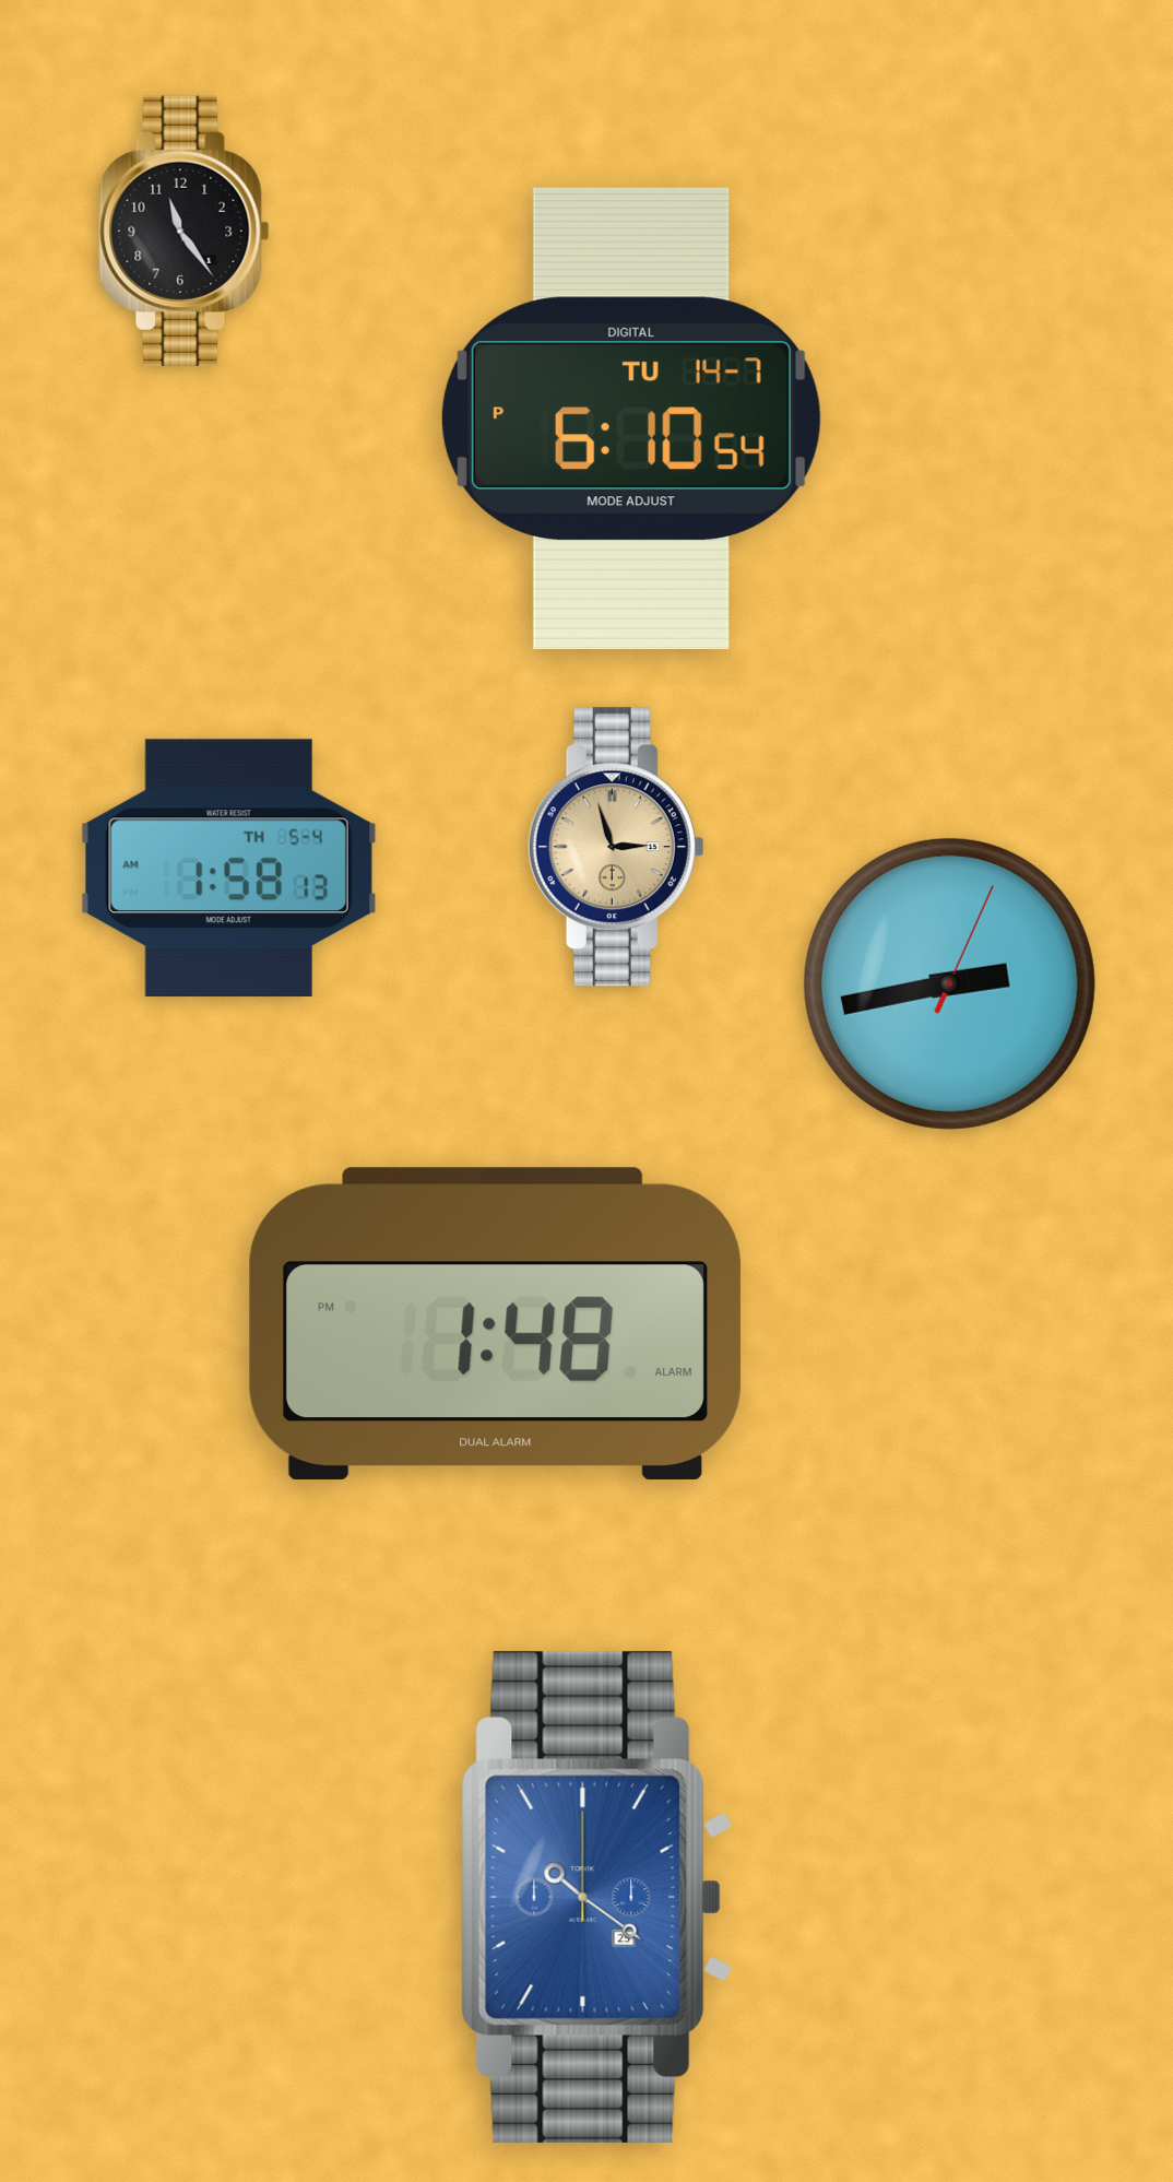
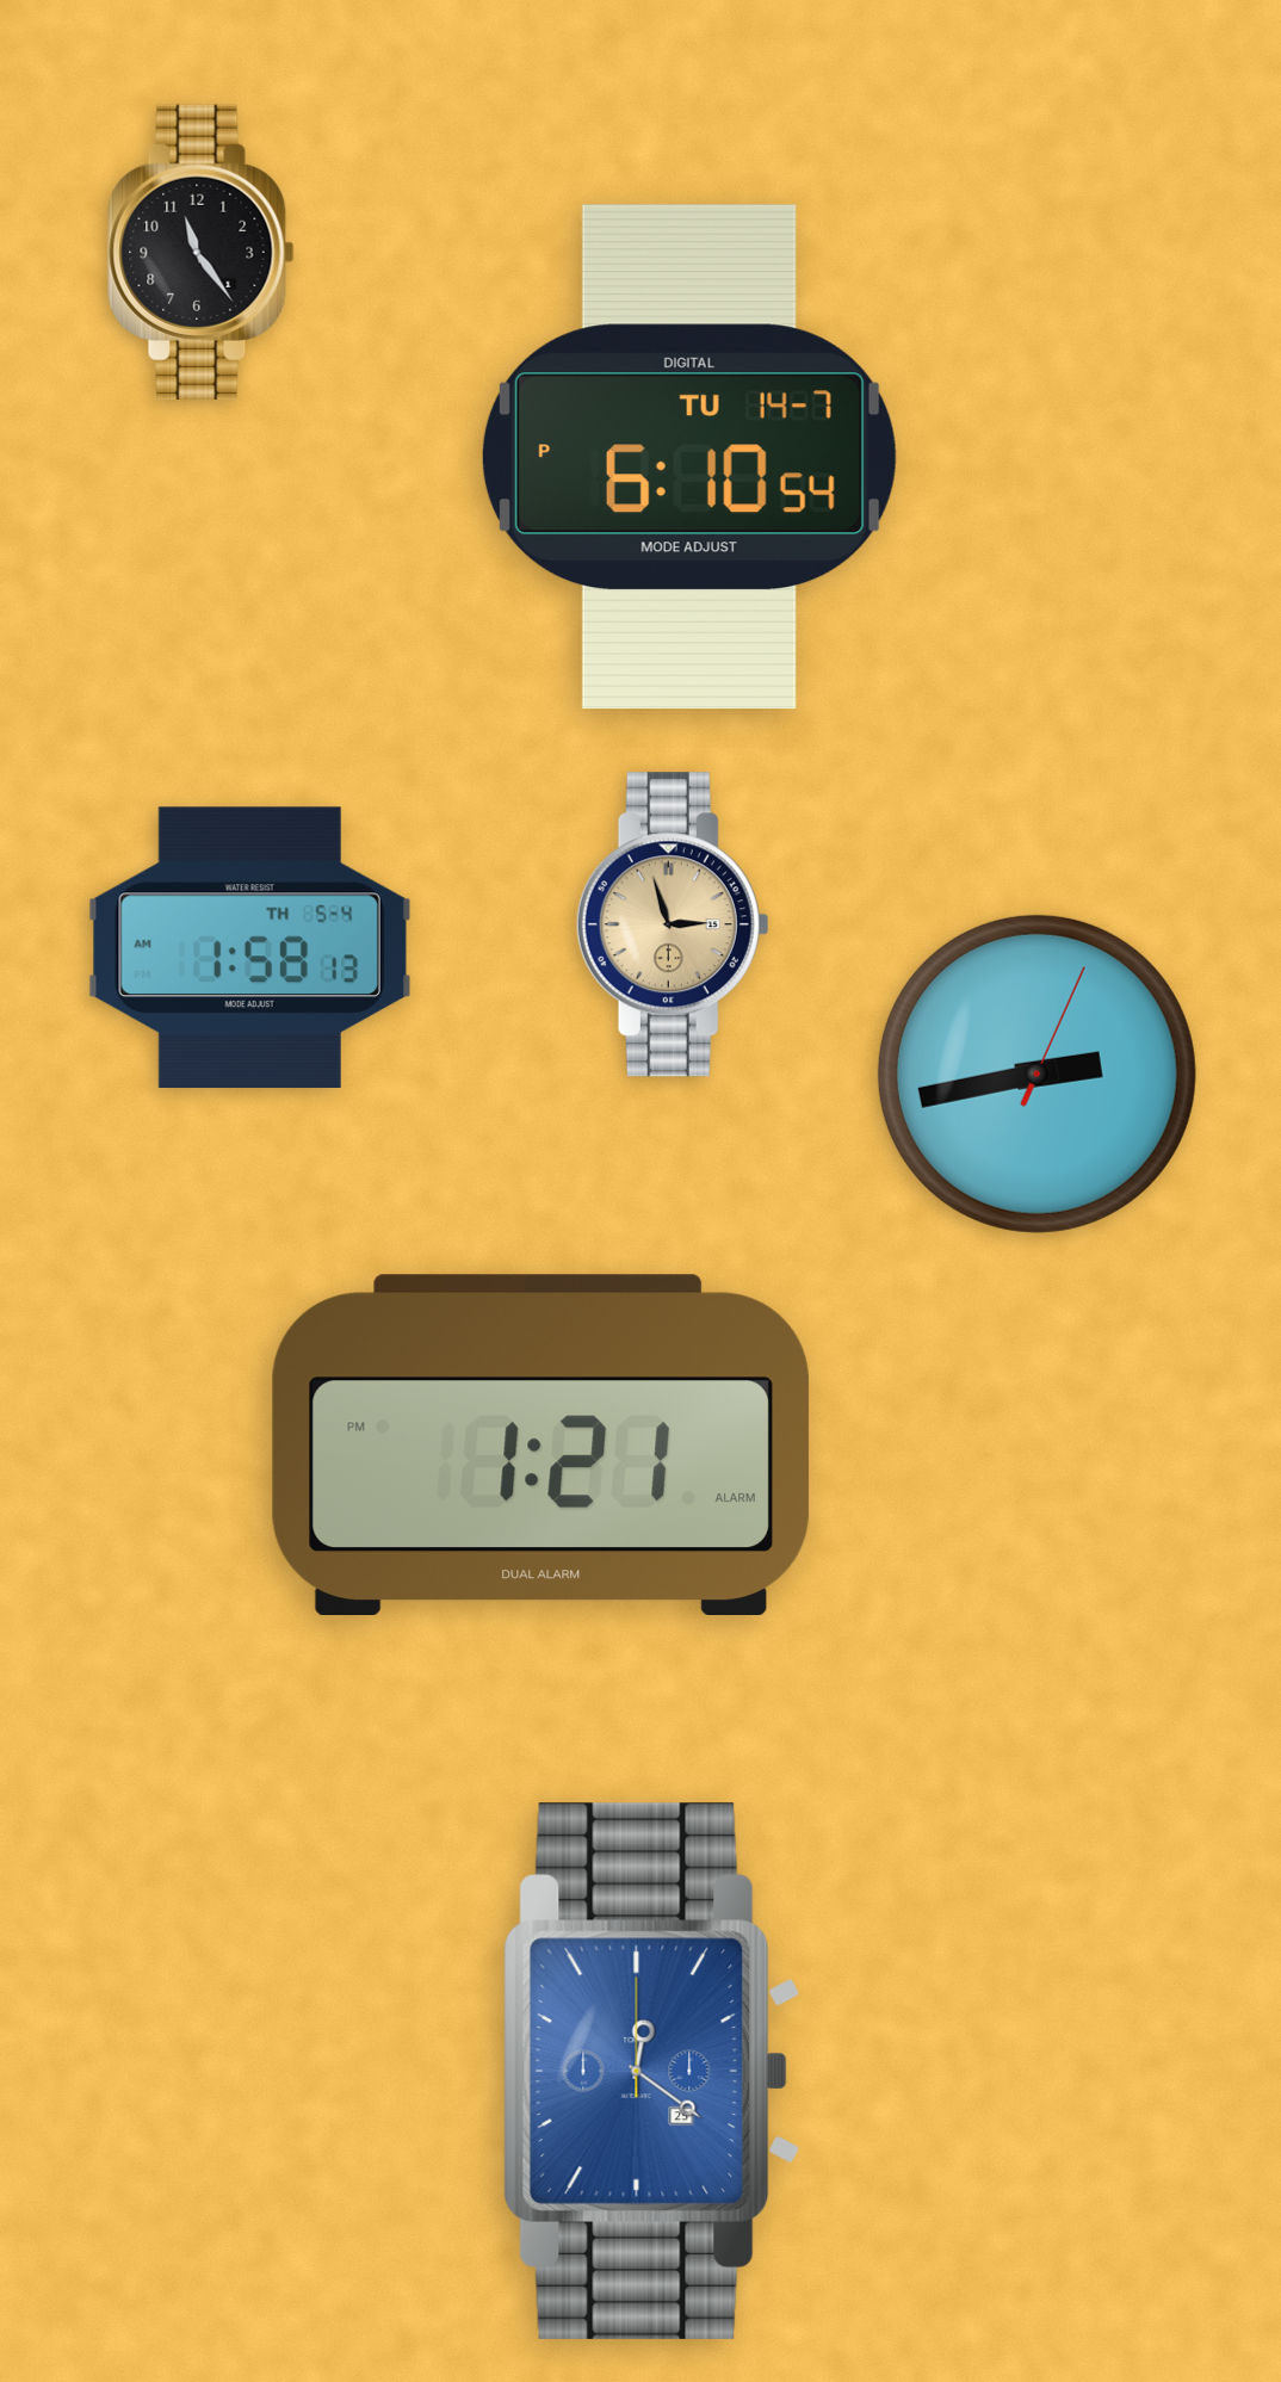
clock at (495, 1323): 1:48 -> 1:21
clock at (597, 1897): 10:21 -> 12:21
